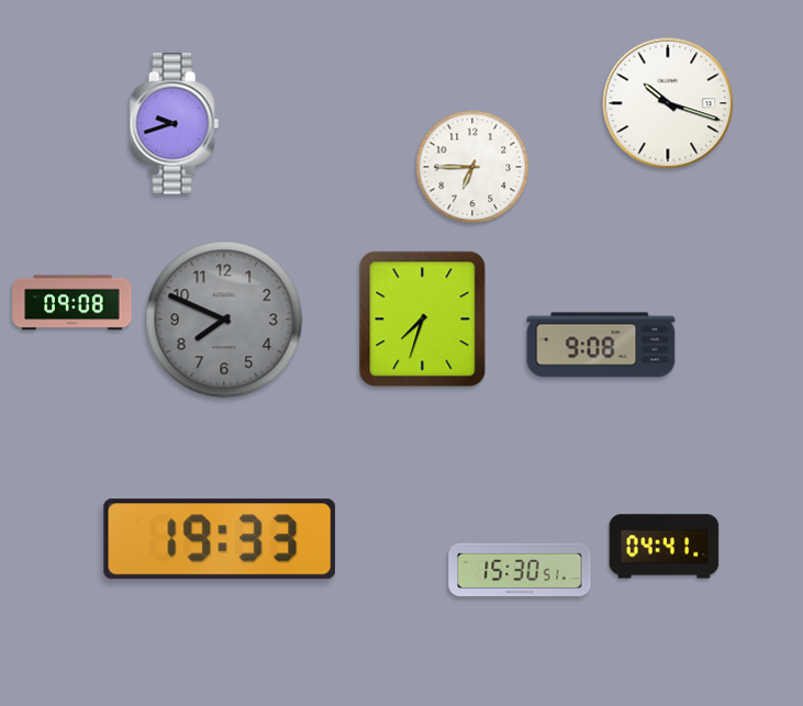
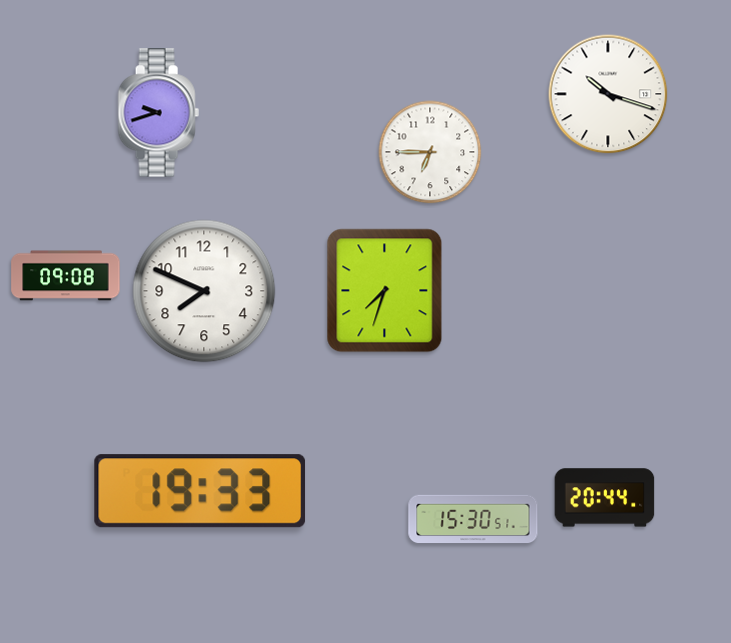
clock at (224, 320) dial: grey -> white
clock at (601, 345): 9:08 -> none
clock at (665, 547): 04:41 -> 20:44
